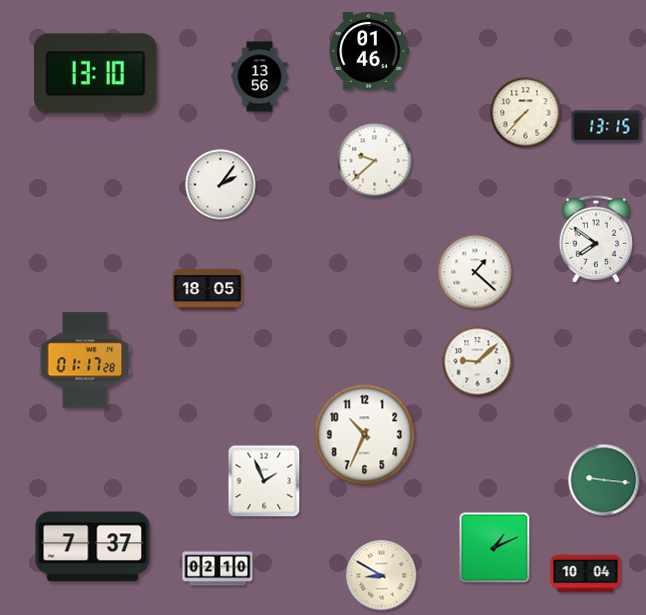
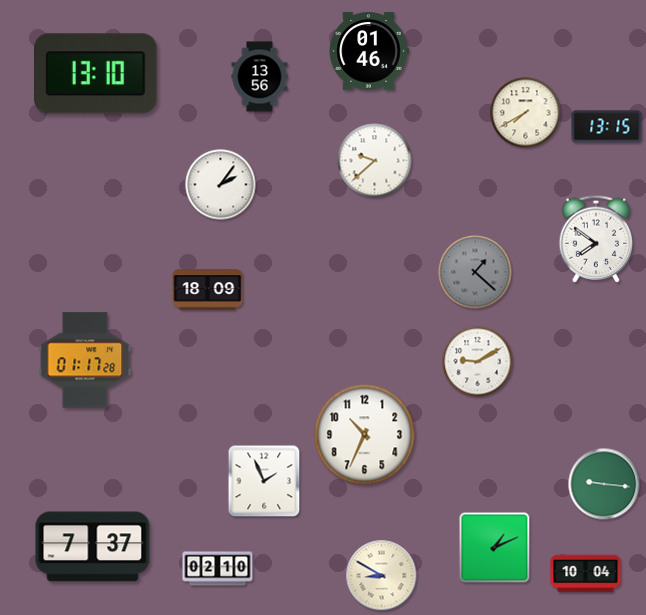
clock at (526, 113): 7:37 -> 7:40
clock at (475, 272) dial: white -> grey
clock at (208, 290): 18:05 -> 18:09
clock at (478, 362): 9:08 -> 9:10
clock at (604, 480) position: (604, 480) -> (604, 484)
